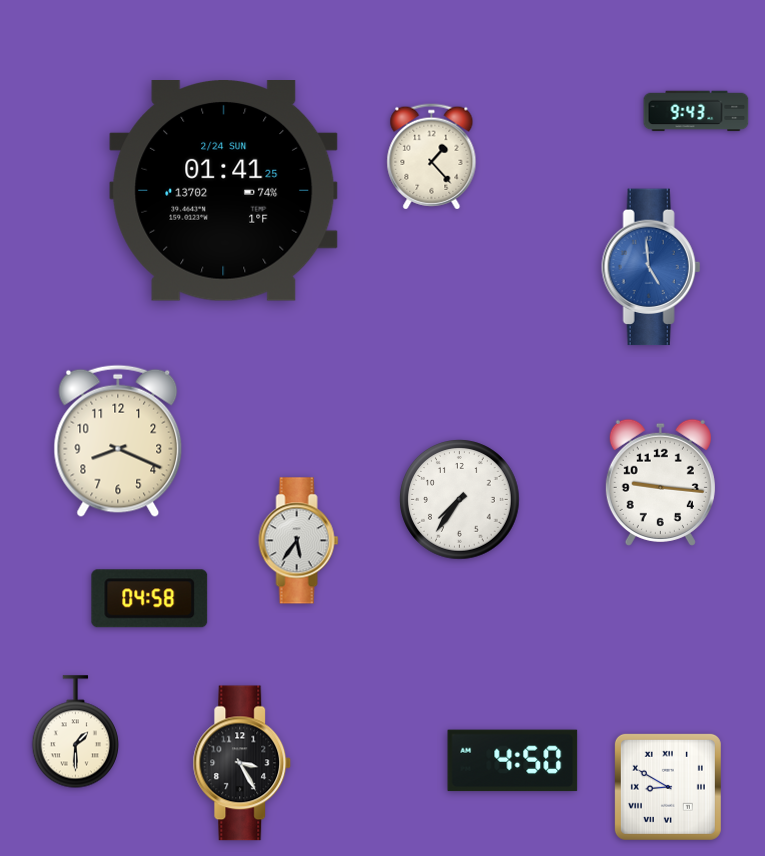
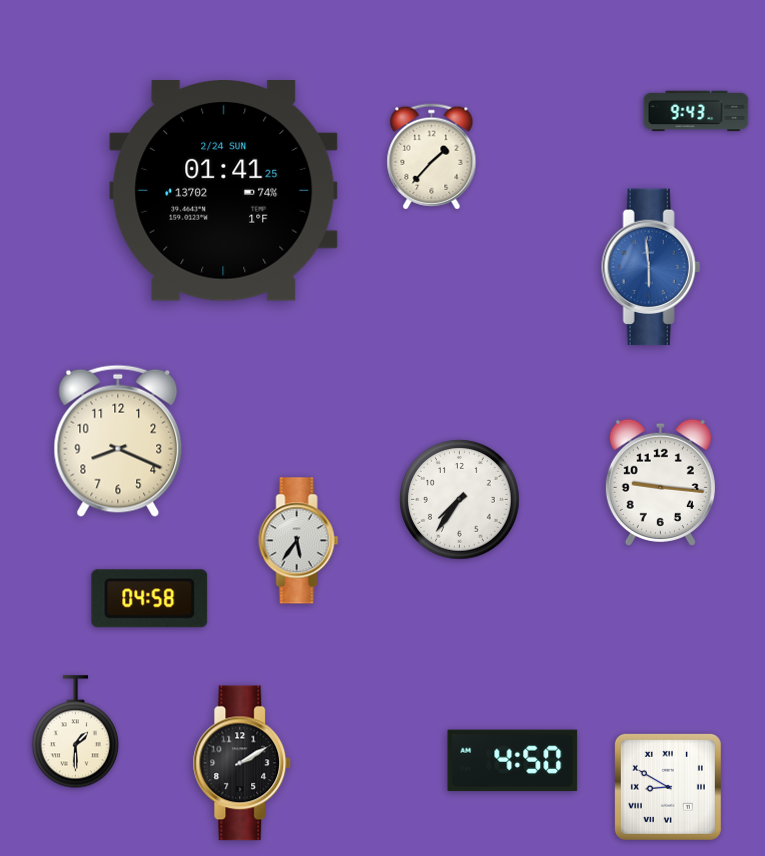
clock at (432, 157): 1:23 -> 1:37
clock at (651, 267): 4:59 -> 5:59
clock at (242, 763): 3:25 -> 2:10
